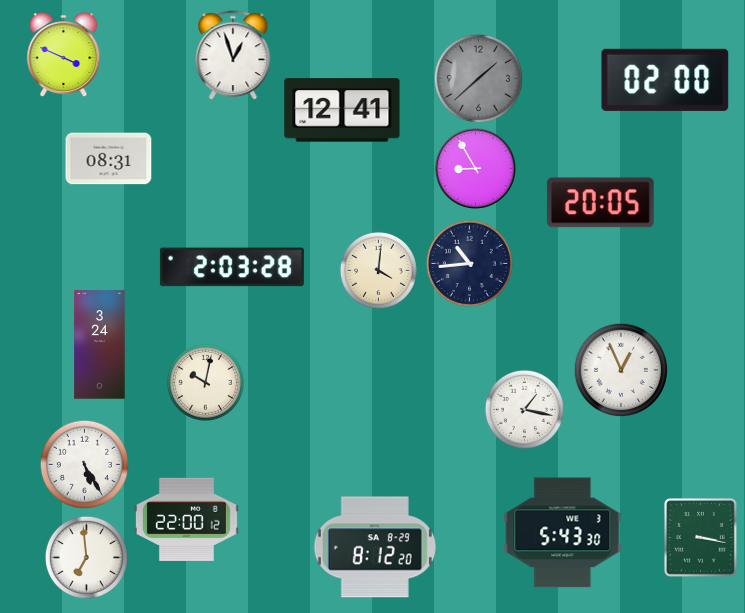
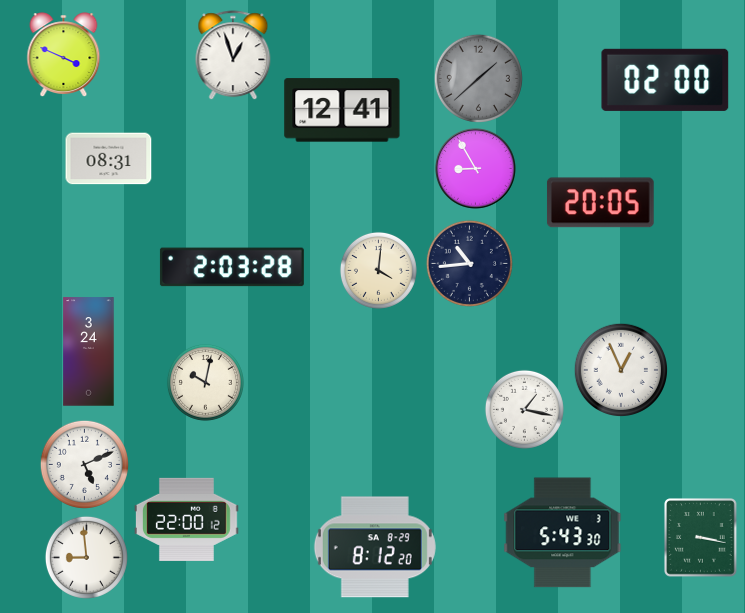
clock at (100, 345) position: (100, 345) -> (89, 352)
clock at (84, 464): 5:25 -> 5:11
clock at (86, 557): 6:59 -> 8:59
